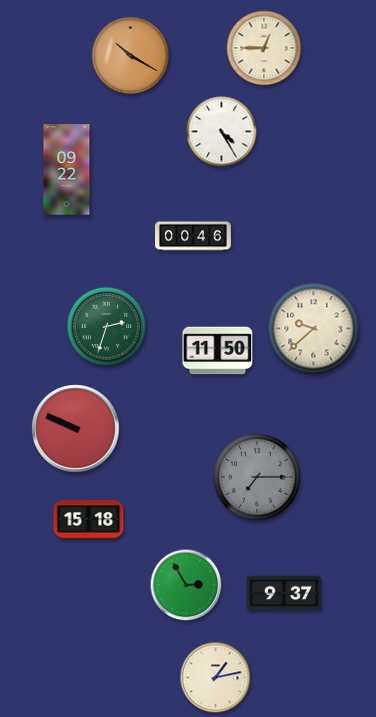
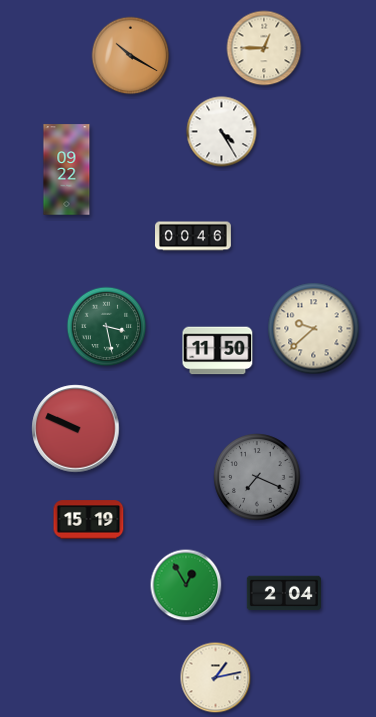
clock at (107, 327): 2:33 -> 3:28
clock at (257, 477): 7:15 -> 7:19
clock at (89, 520): 15:18 -> 15:19
clock at (186, 585): 2:55 -> 12:55
clock at (284, 593): 9:37 -> 2:04
